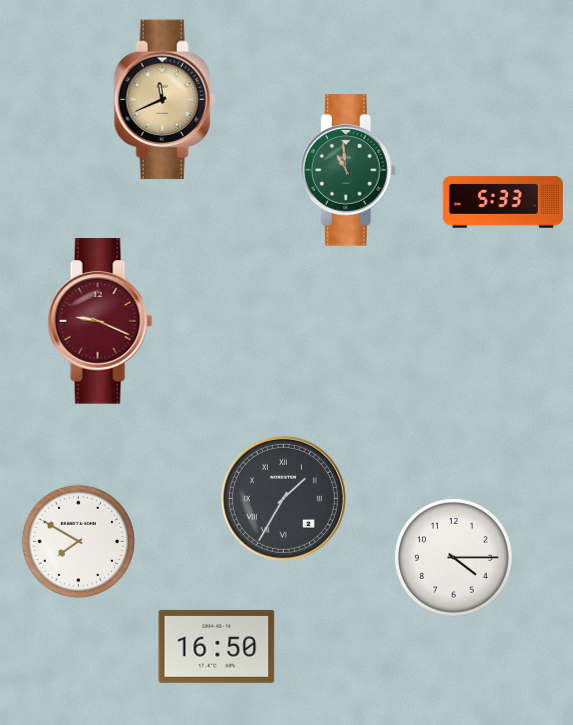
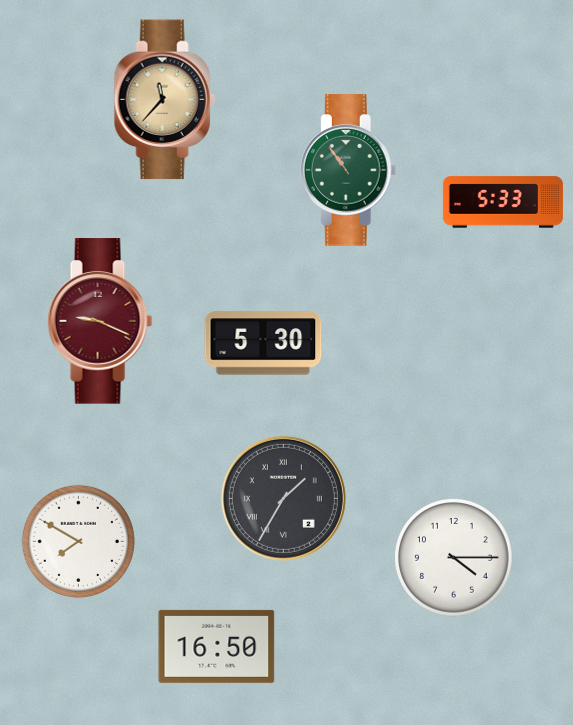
clock at (164, 100): 11:41 -> 11:37
clock at (348, 170): 10:59 -> 10:54
clock at (263, 343): none -> 5:30
